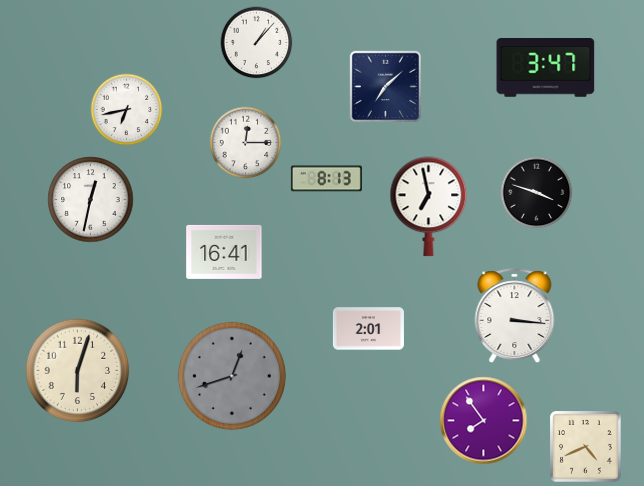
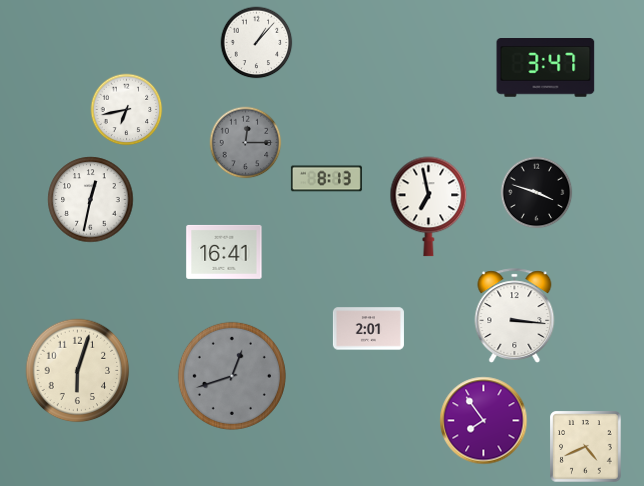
clock at (385, 86): 7:08 -> none
clock at (246, 143) dial: white -> grey
